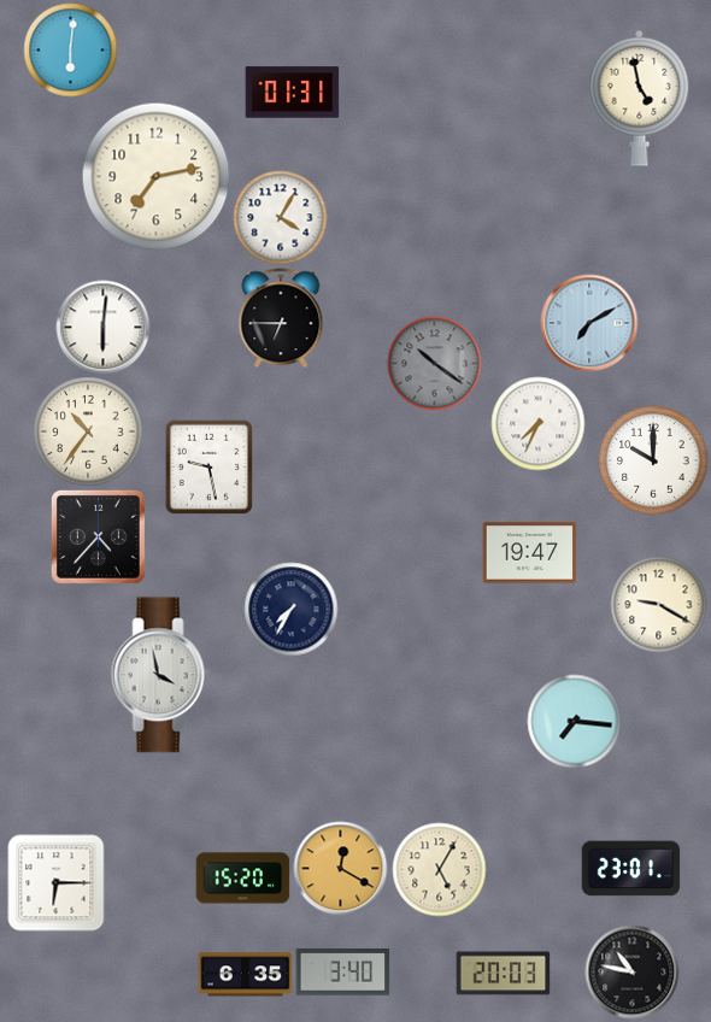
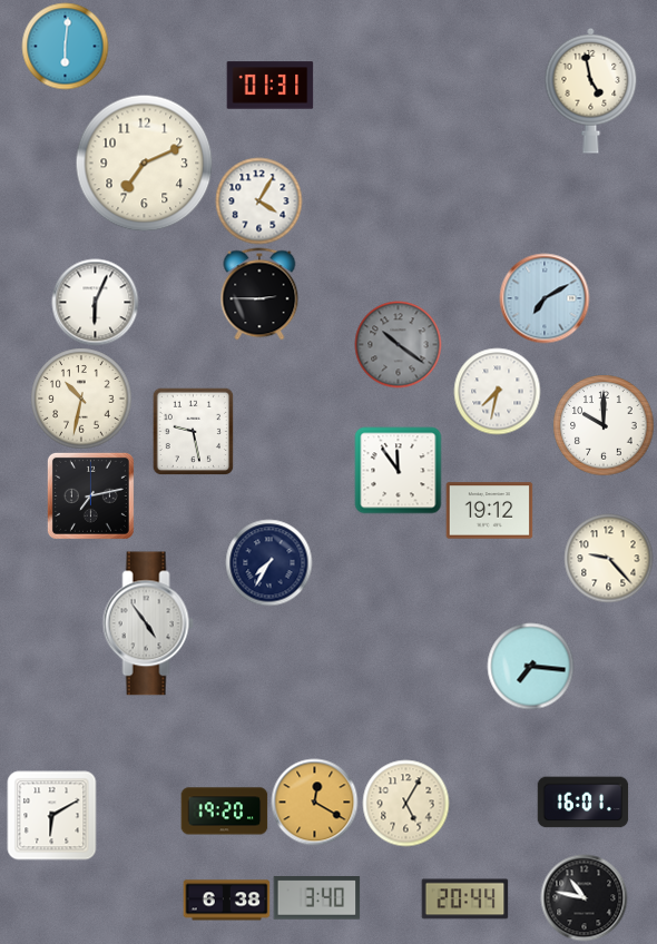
clock at (155, 176): 7:13 -> 7:11
clock at (281, 318): 6:45 -> 2:45
clock at (102, 327): 6:01 -> 6:04
clock at (434, 363) position: (434, 363) -> (398, 344)
clock at (537, 423): 7:34 -> 7:32
clock at (88, 431): 10:36 -> 10:32
clock at (398, 470): none -> 11:54
clock at (98, 536): 4:37 -> 7:13
clock at (529, 553): 19:47 -> 19:12
clock at (658, 604): 9:20 -> 9:23
clock at (160, 675): 3:58 -> 4:54
clock at (630, 869): 23:01 -> 16:01
clock at (242, 879): 15:20 -> 19:20
clock at (55, 882): 6:15 -> 6:10
clock at (503, 974): 20:03 -> 20:44
clock at (245, 975): 6:35 -> 6:38
